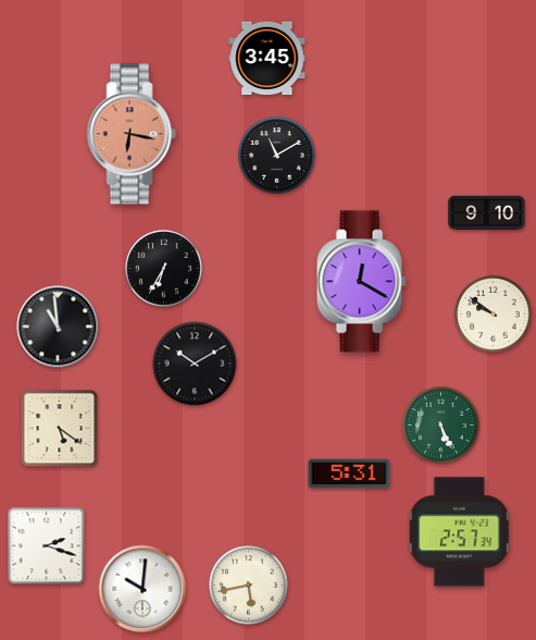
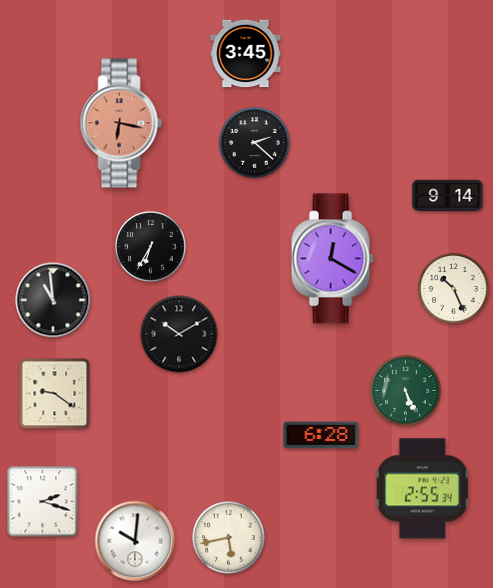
clock at (277, 156): 11:10 -> 2:22
clock at (487, 213): 9:10 -> 9:14
clock at (494, 315): 9:51 -> 10:26
clock at (60, 429): 5:21 -> 9:21
clock at (349, 473): 5:31 -> 6:28
clock at (459, 532): 2:57 -> 2:55
clock at (142, 589) position: (142, 589) -> (135, 541)
